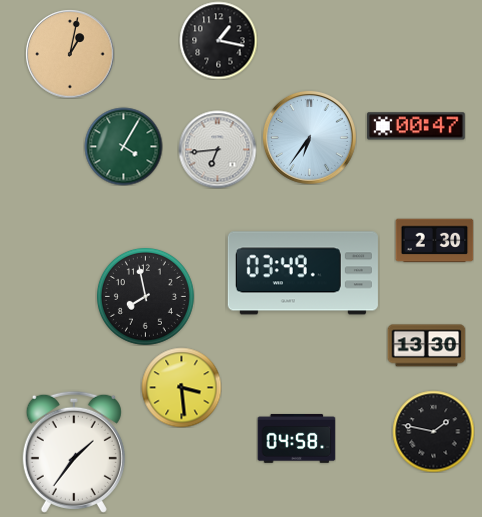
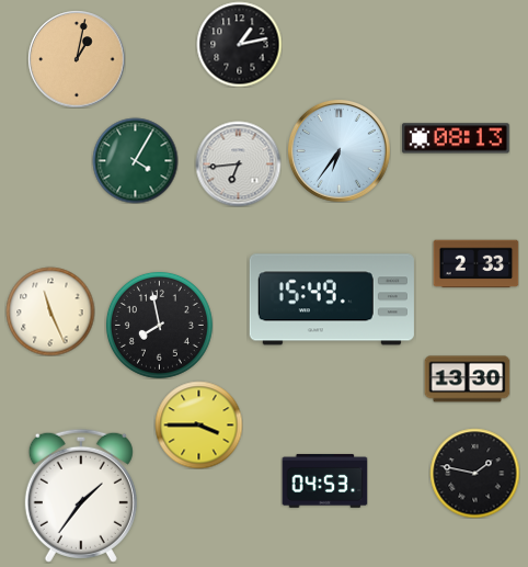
clock at (218, 40): 1:17 -> 1:13
clock at (416, 126): 00:47 -> 08:13
clock at (434, 241): 2:30 -> 2:33
clock at (303, 273): 03:49 -> 15:49
clock at (50, 311): none -> 11:26
clock at (181, 387): 3:29 -> 3:45
clock at (296, 438): 04:58 -> 04:53
